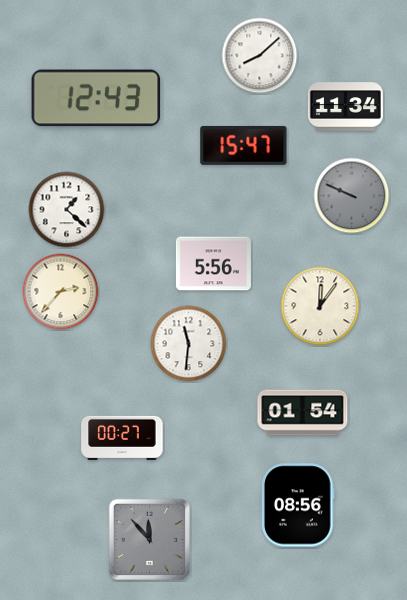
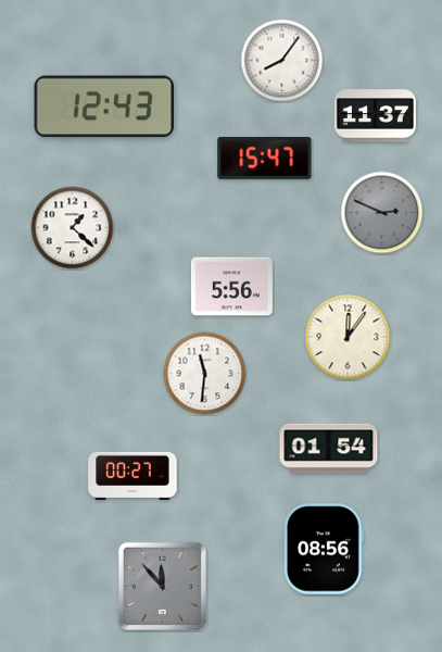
clock at (260, 56): 8:08 -> 8:06
clock at (345, 107): 11:34 -> 11:37
clock at (352, 196): 9:49 -> 2:49
clock at (61, 292): 2:37 -> none
clock at (320, 306) position: (320, 306) -> (348, 337)
